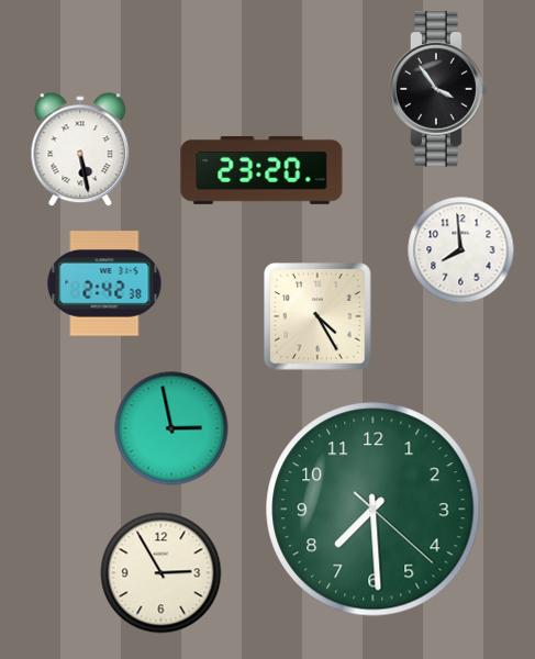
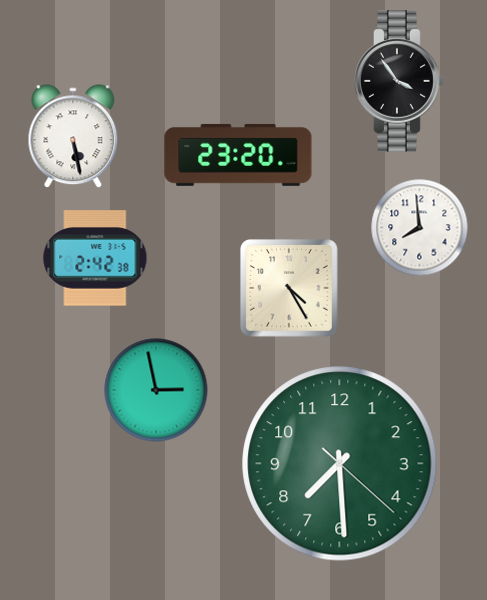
clock at (161, 573): 2:55 -> none
